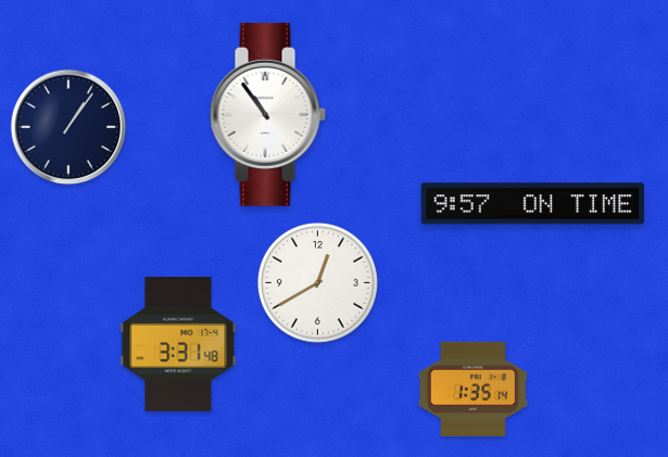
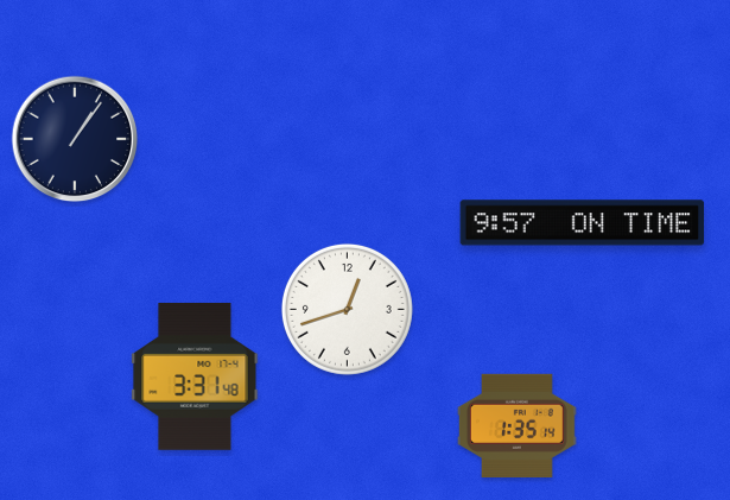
clock at (267, 115): 10:54 -> none
clock at (317, 282): 12:40 -> 12:42
